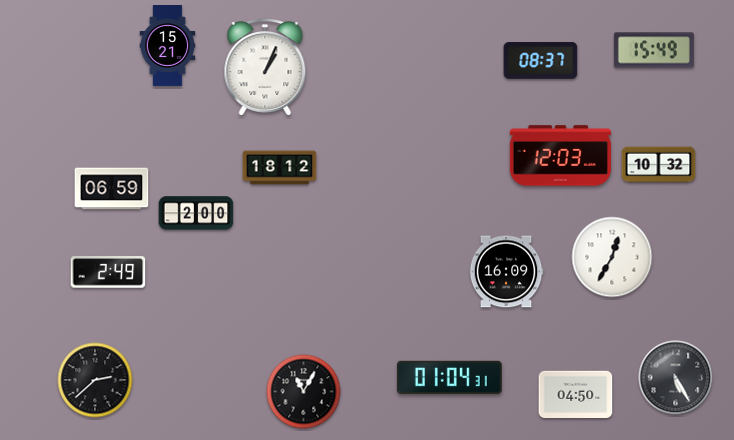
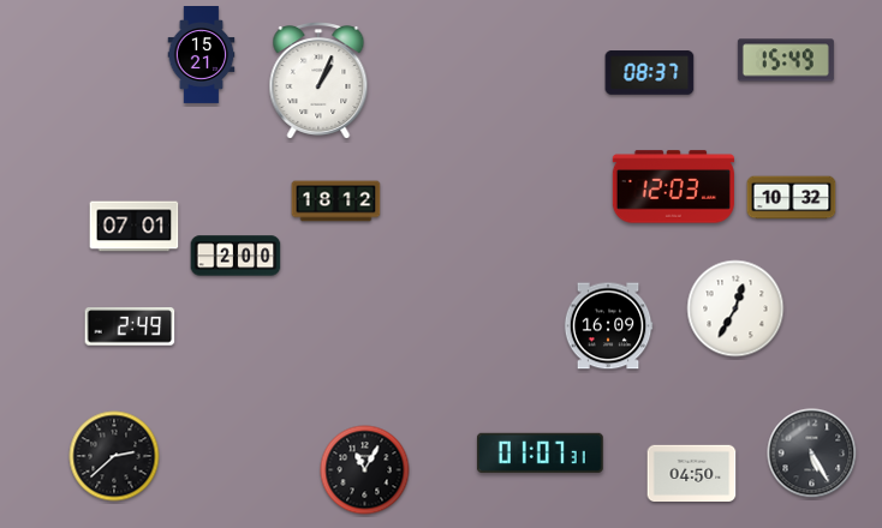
clock at (112, 189): 06:59 -> 07:01
clock at (449, 377): 01:04 -> 01:07
